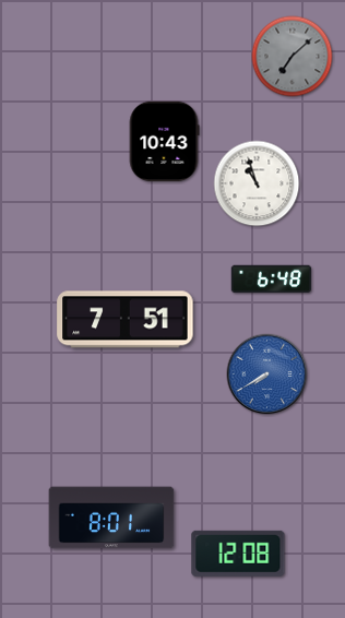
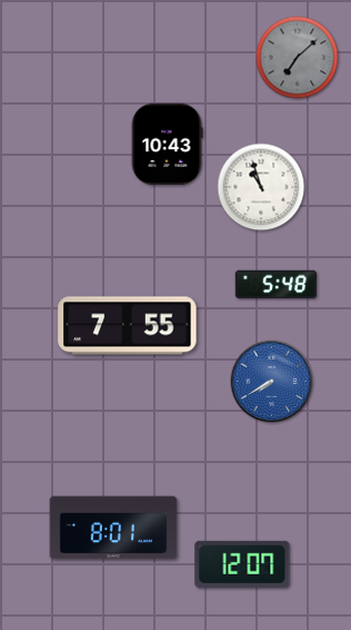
clock at (272, 280): 6:48 -> 5:48
clock at (126, 320): 7:51 -> 7:55
clock at (238, 554): 12:08 -> 12:07
